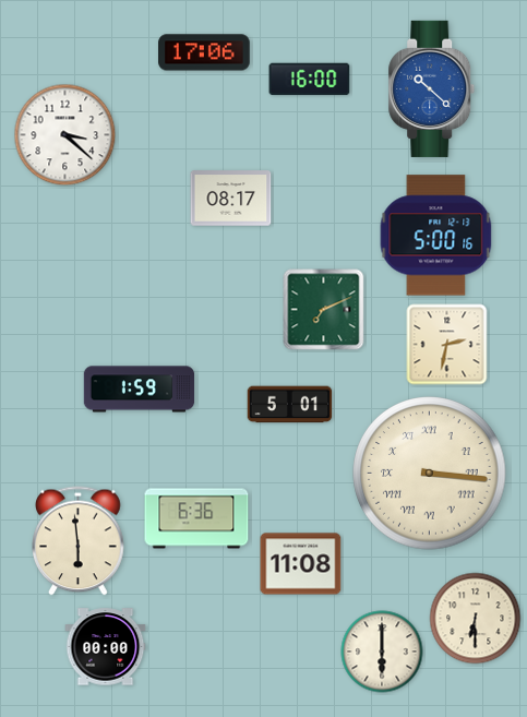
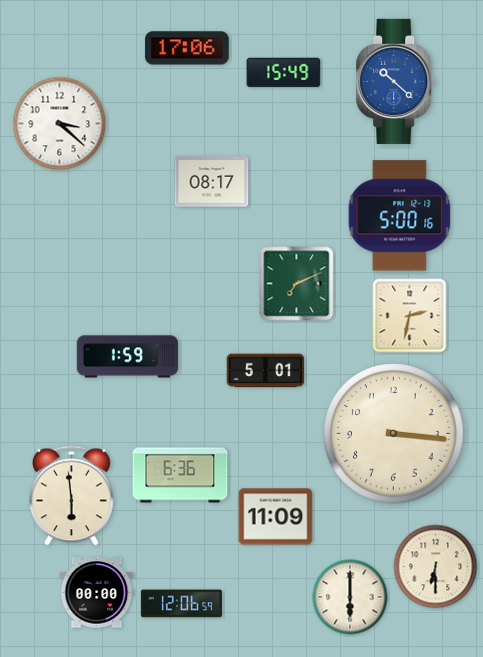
clock at (310, 80): 16:00 -> 15:49
clock at (430, 474) numerals: Roman -> Arabic
clock at (301, 564): 11:08 -> 11:09
clock at (181, 604): none -> 12:06
